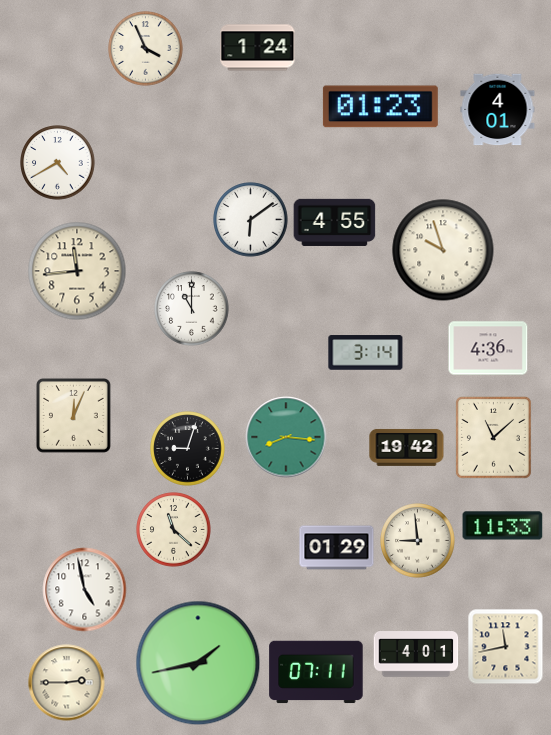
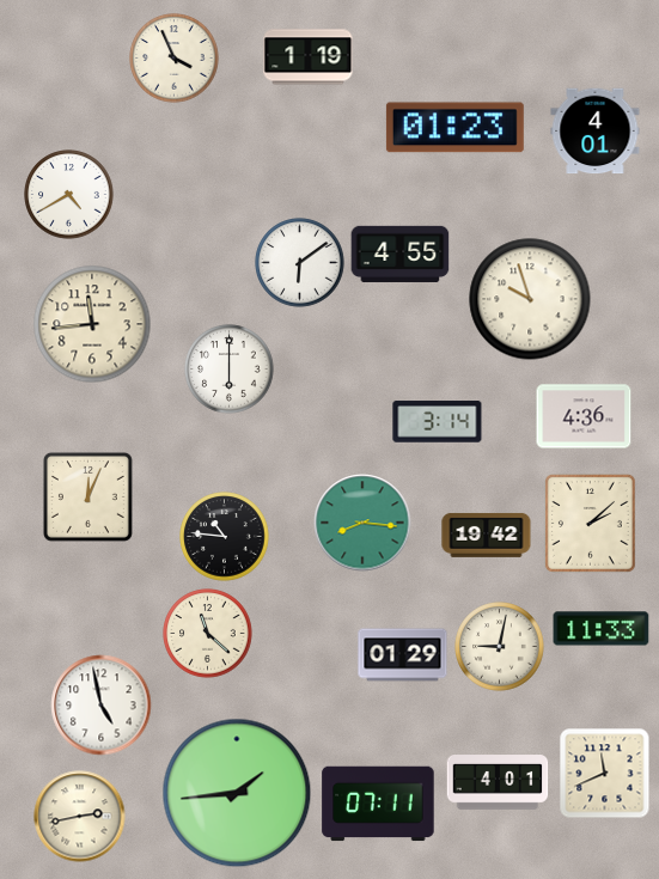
clock at (258, 48): 1:24 -> 1:19
clock at (335, 222) position: (335, 222) -> (401, 254)
clock at (192, 309): 11:00 -> 6:00
clock at (286, 437) position: (286, 437) -> (362, 523)
clock at (493, 437): 11:08 -> 2:08
clock at (188, 449): 9:03 -> 10:46
clock at (418, 541): 8:59 -> 9:02
clock at (506, 647): 11:43 -> 11:41
clock at (198, 663): 1:43 -> 1:44
clock at (67, 683): 2:45 -> 2:43
